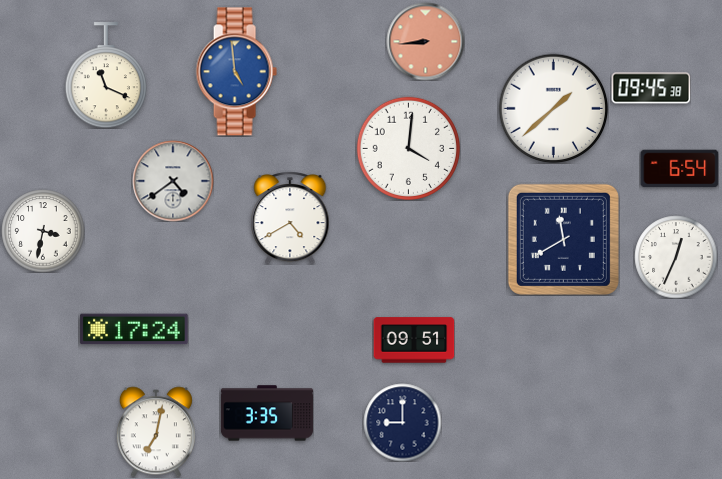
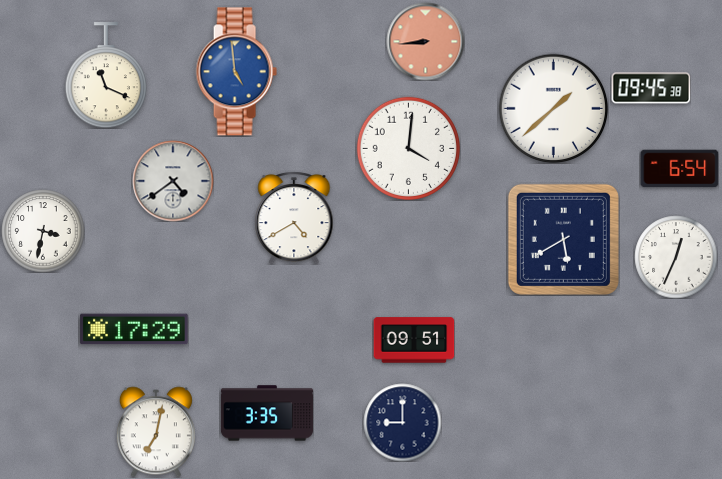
clock at (290, 218) position: (290, 218) -> (294, 218)
clock at (563, 239): 11:40 -> 5:40
clock at (134, 329): 17:24 -> 17:29
